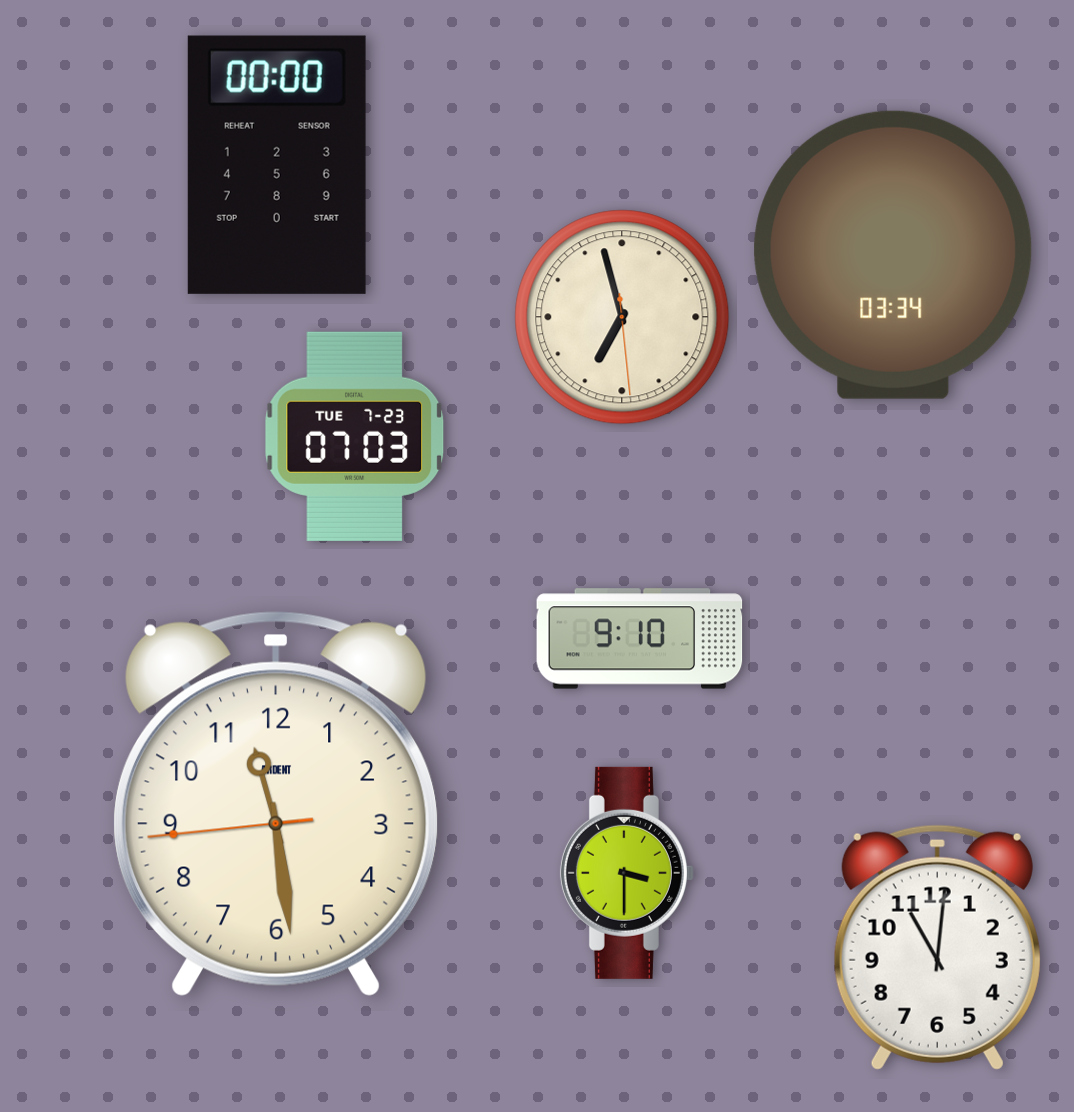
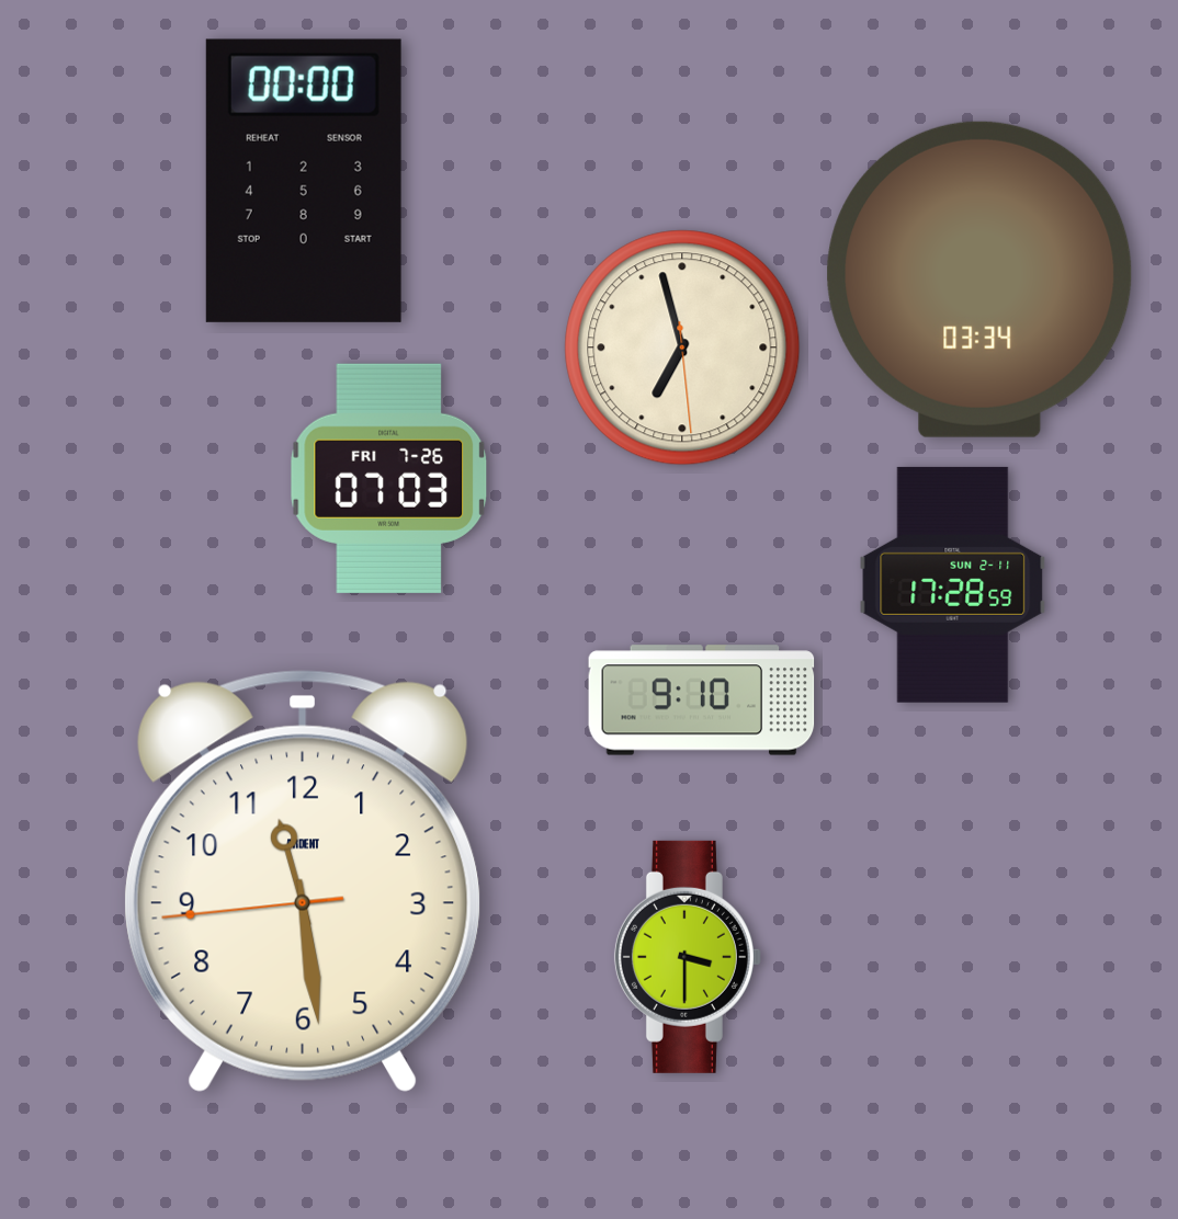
clock at (355, 436) date: TUE 7-23 -> FRI 7-26
clock at (953, 584): none -> 17:28
clock at (937, 947): 11:01 -> none
